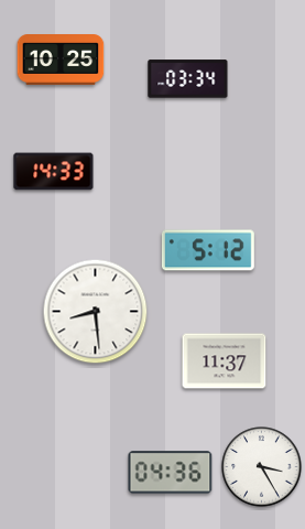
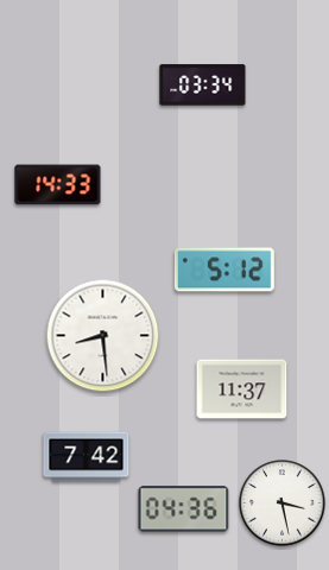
clock at (61, 61): 10:25 -> none
clock at (87, 457): none -> 7:42
clock at (262, 467): 3:25 -> 3:28
